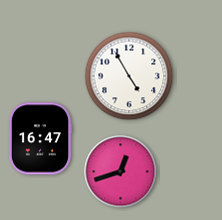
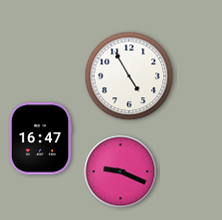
clock at (121, 172): 12:42 -> 9:19
